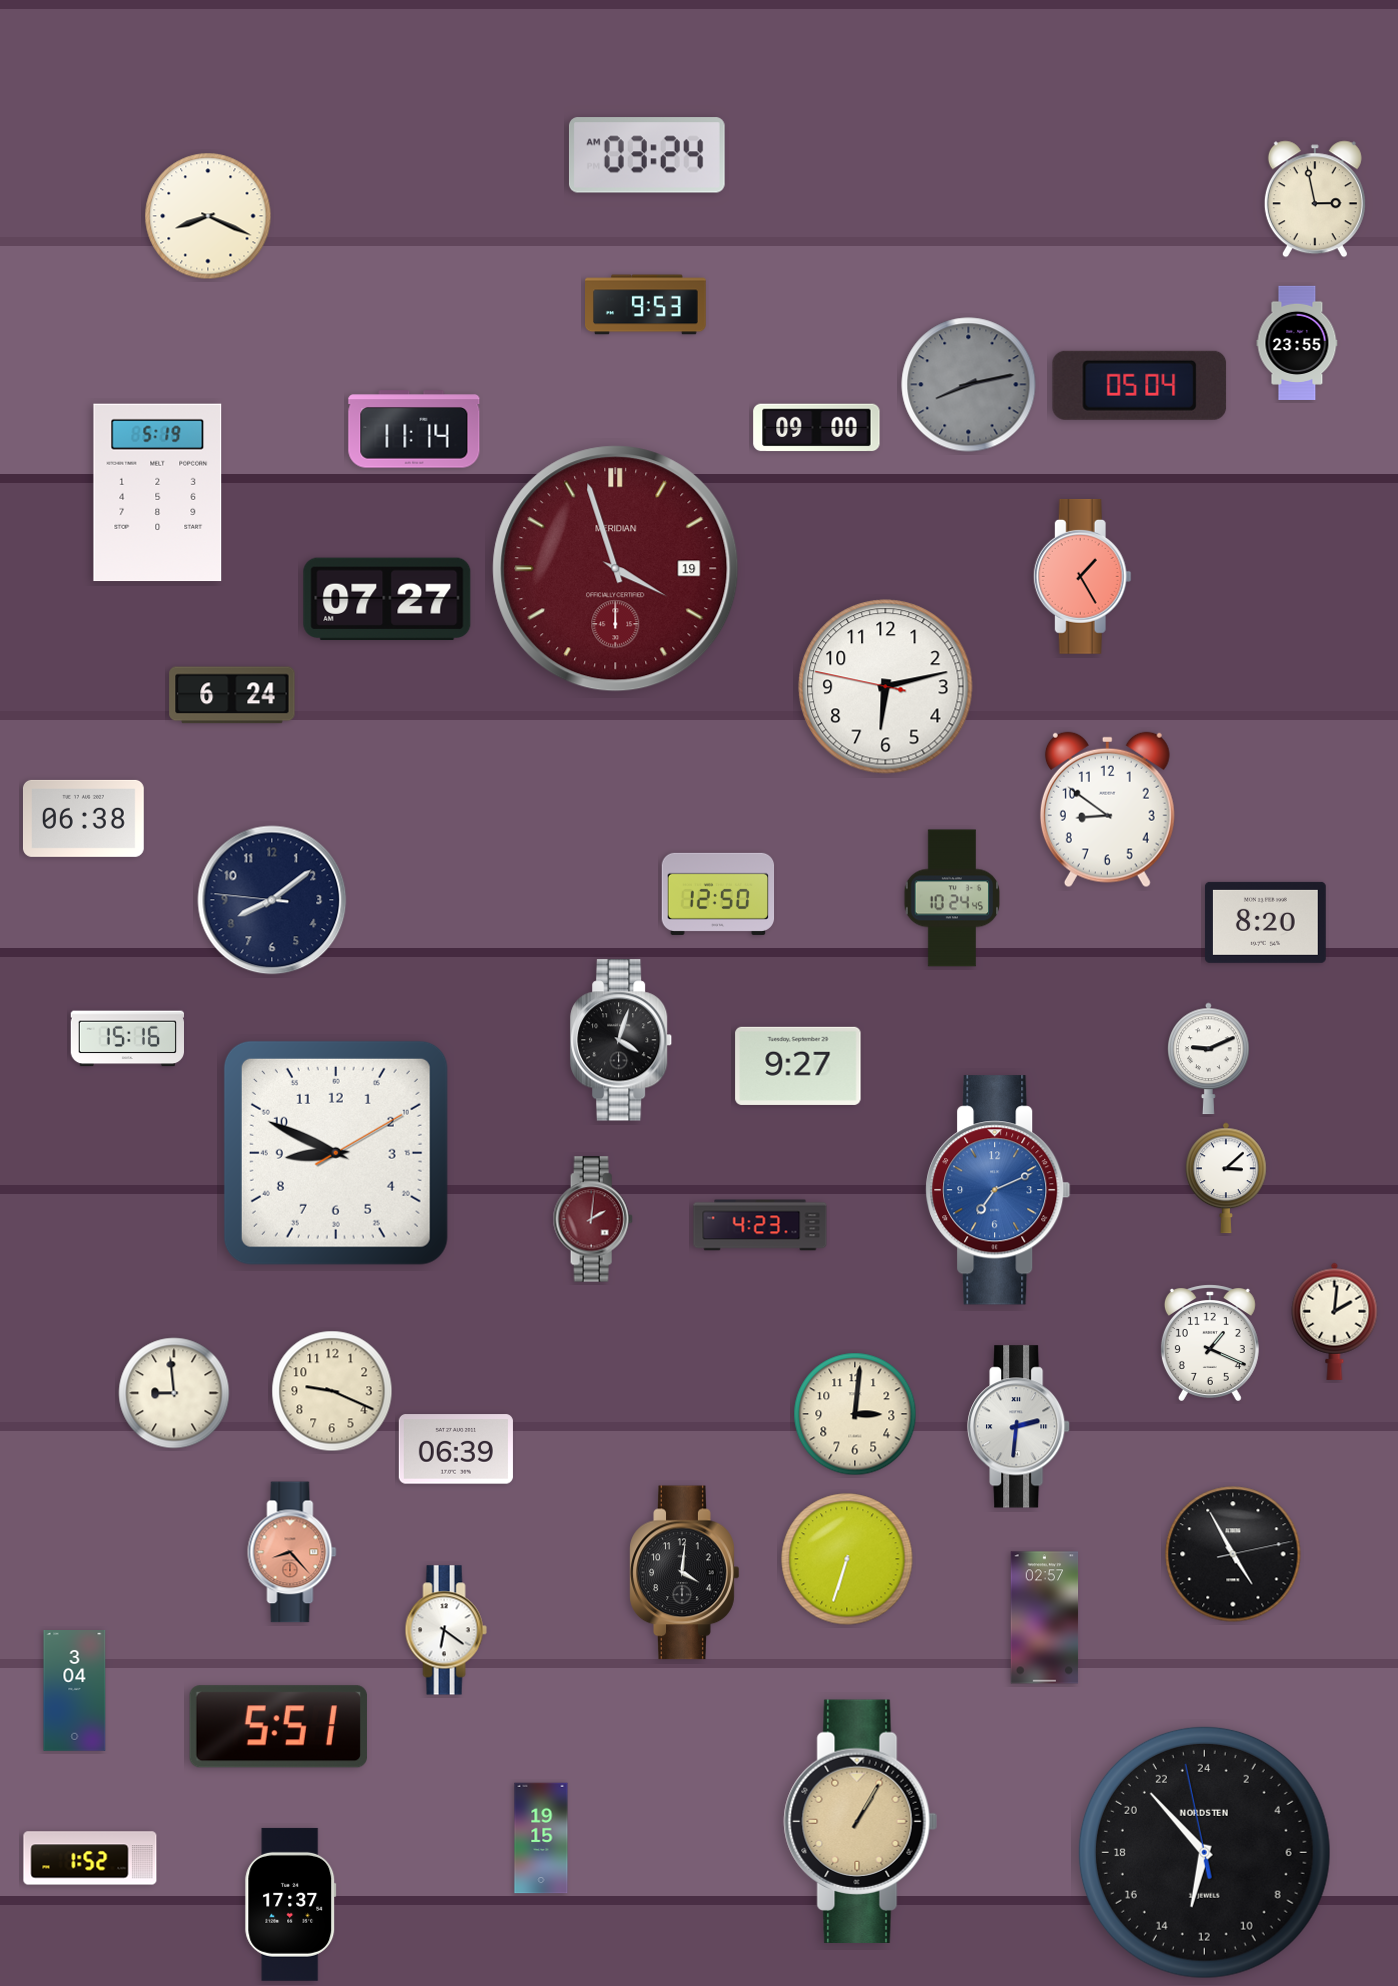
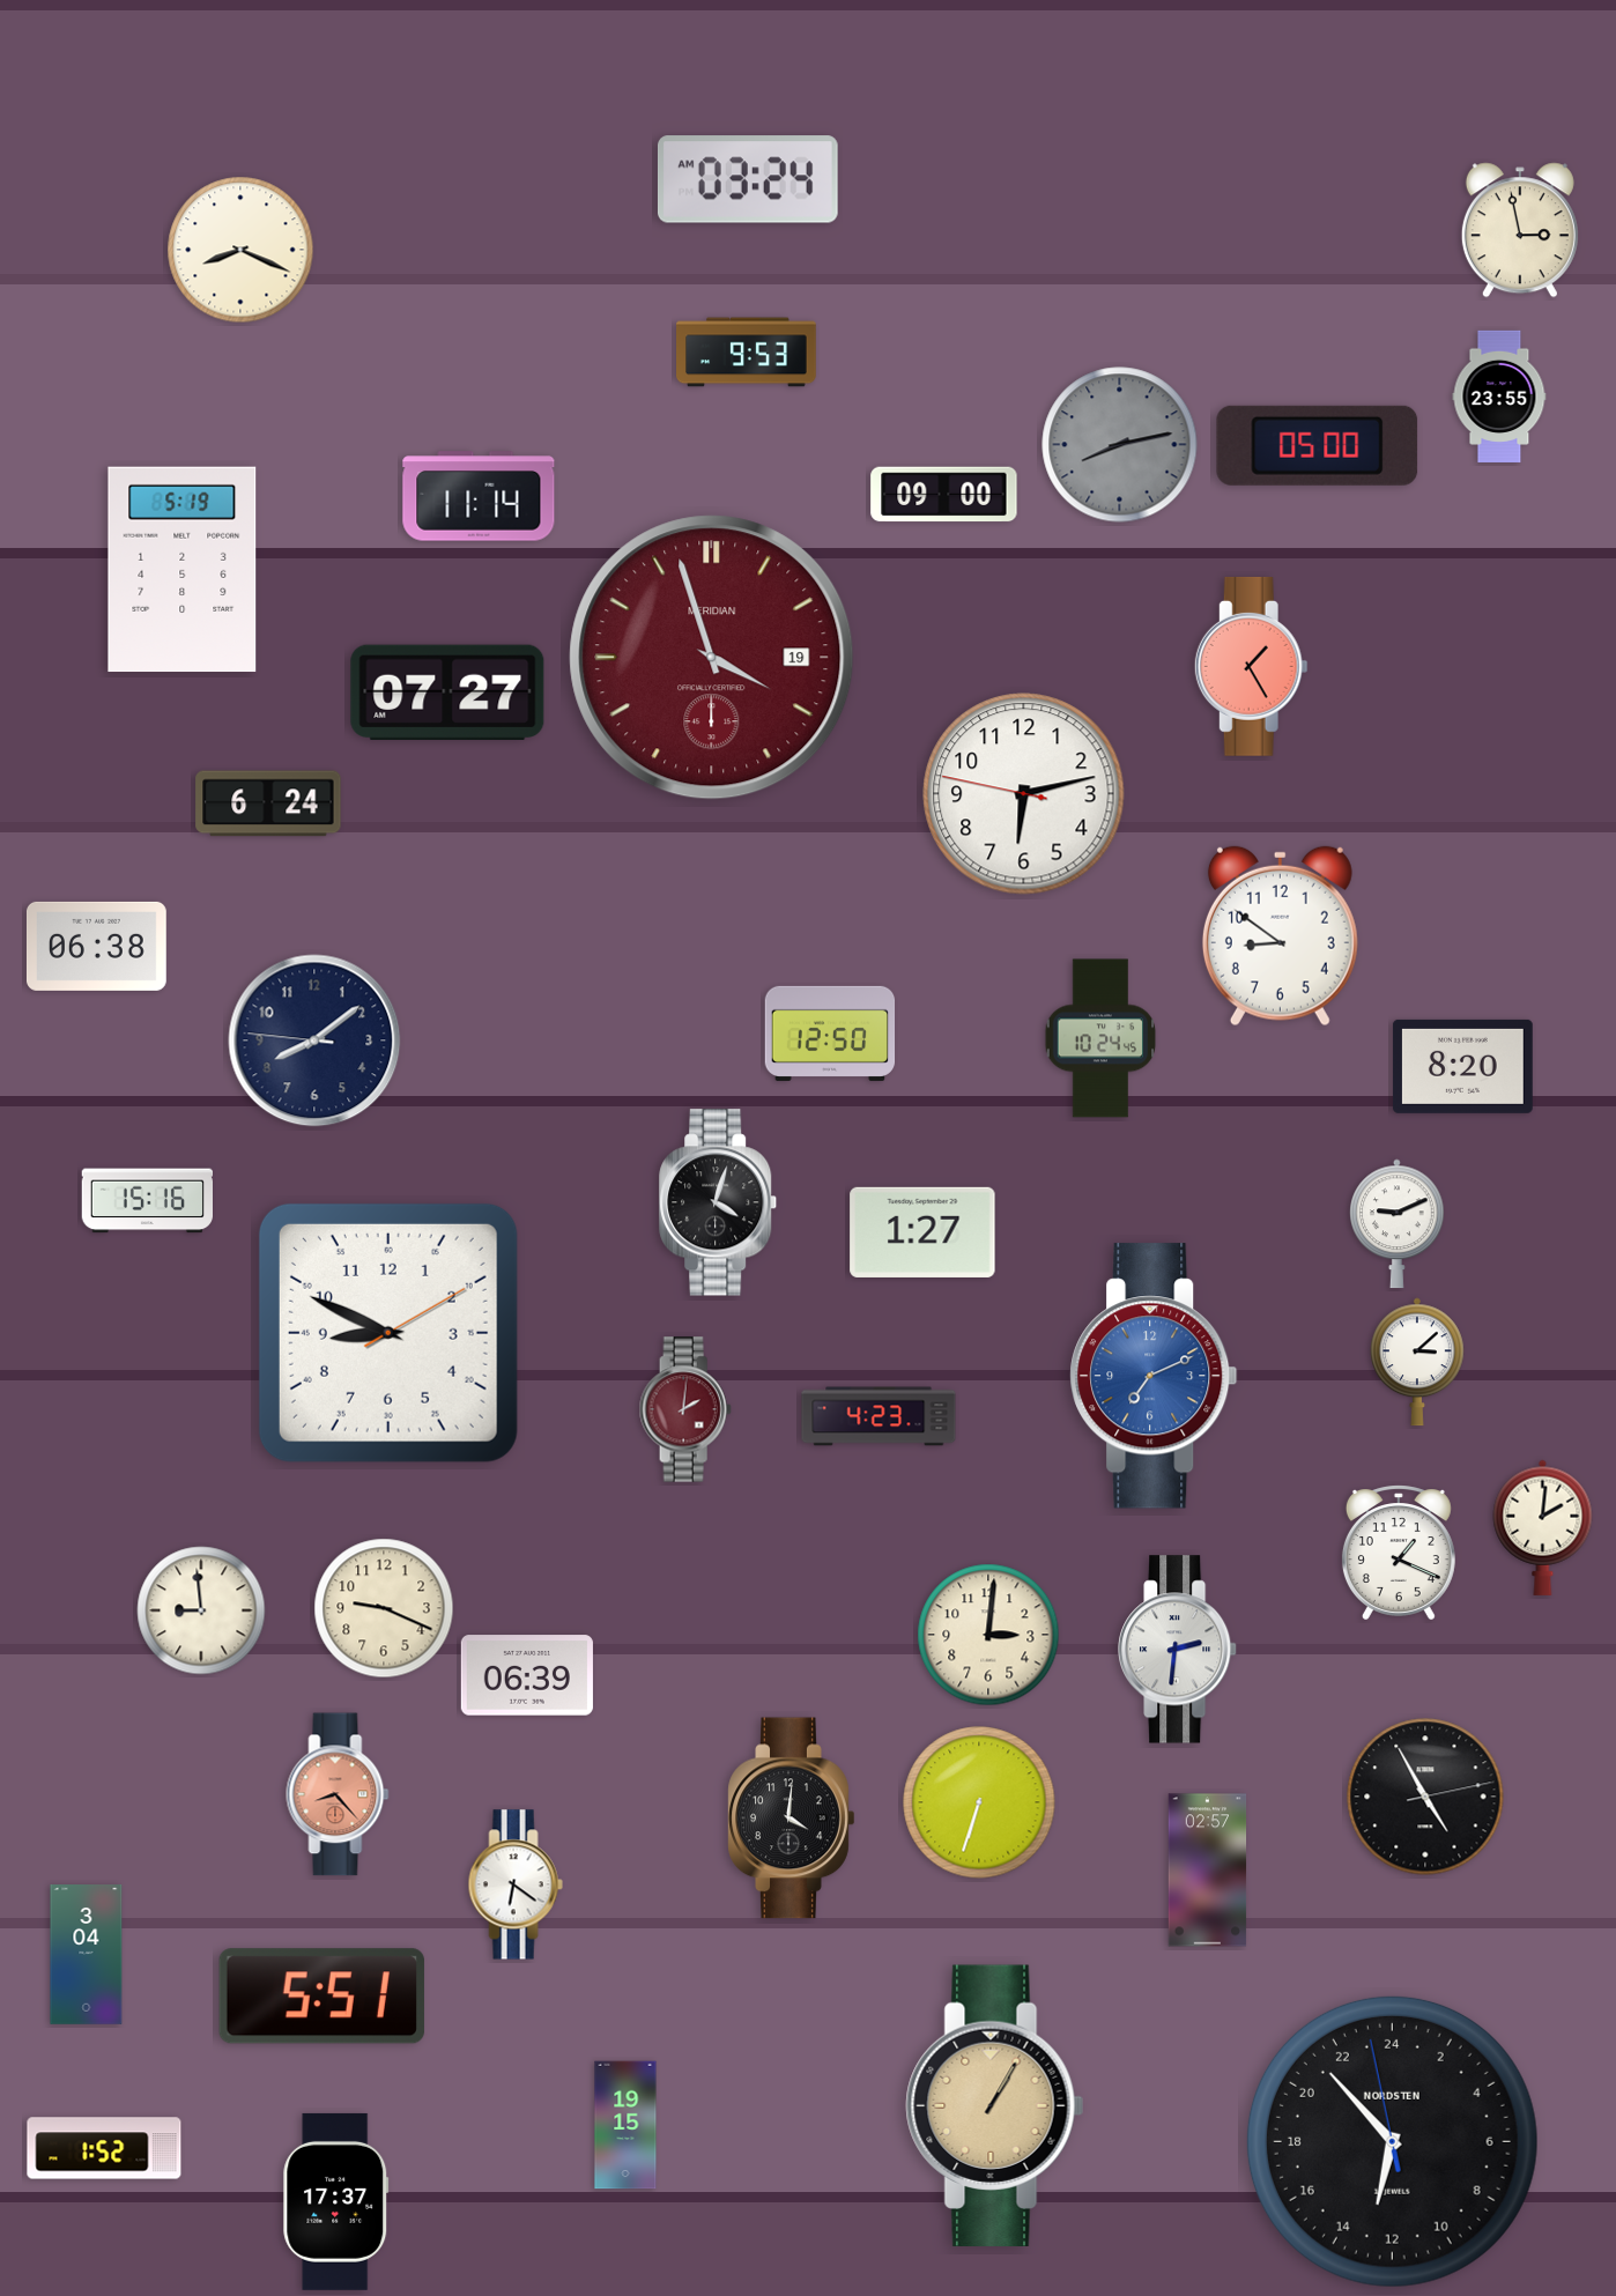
clock at (1140, 385): 05:04 -> 05:00
clock at (798, 1066): 9:27 -> 1:27
